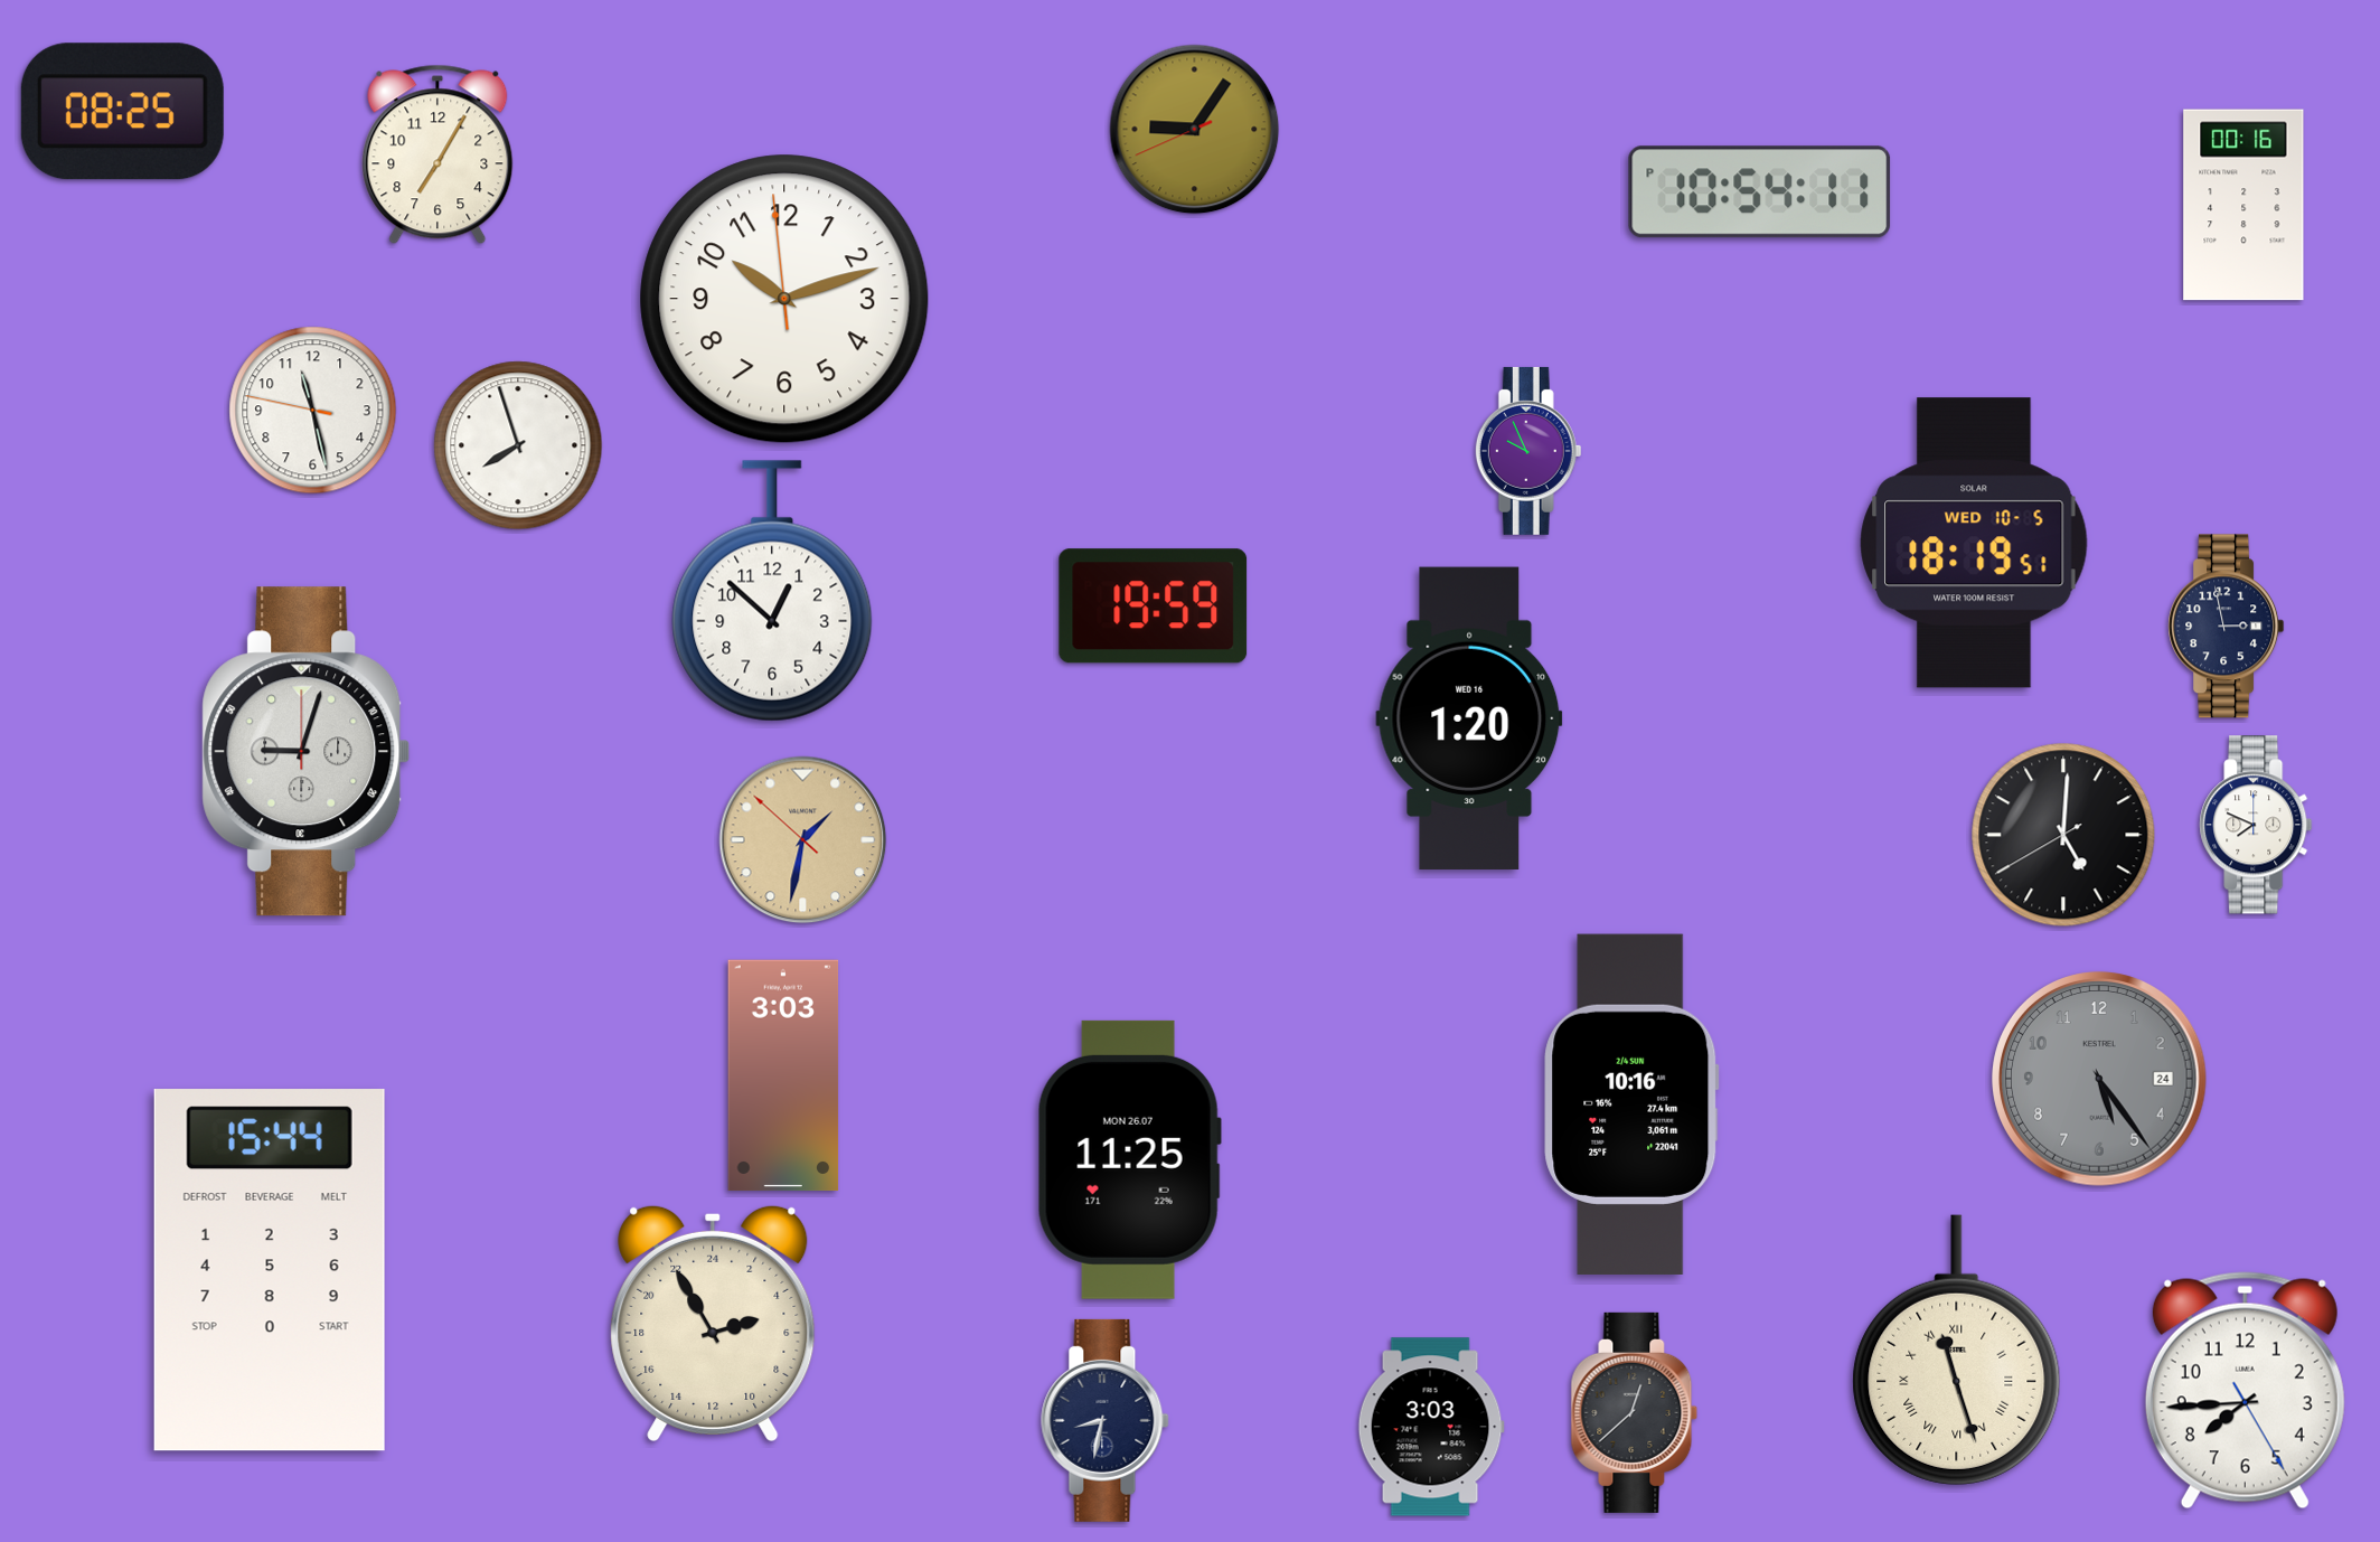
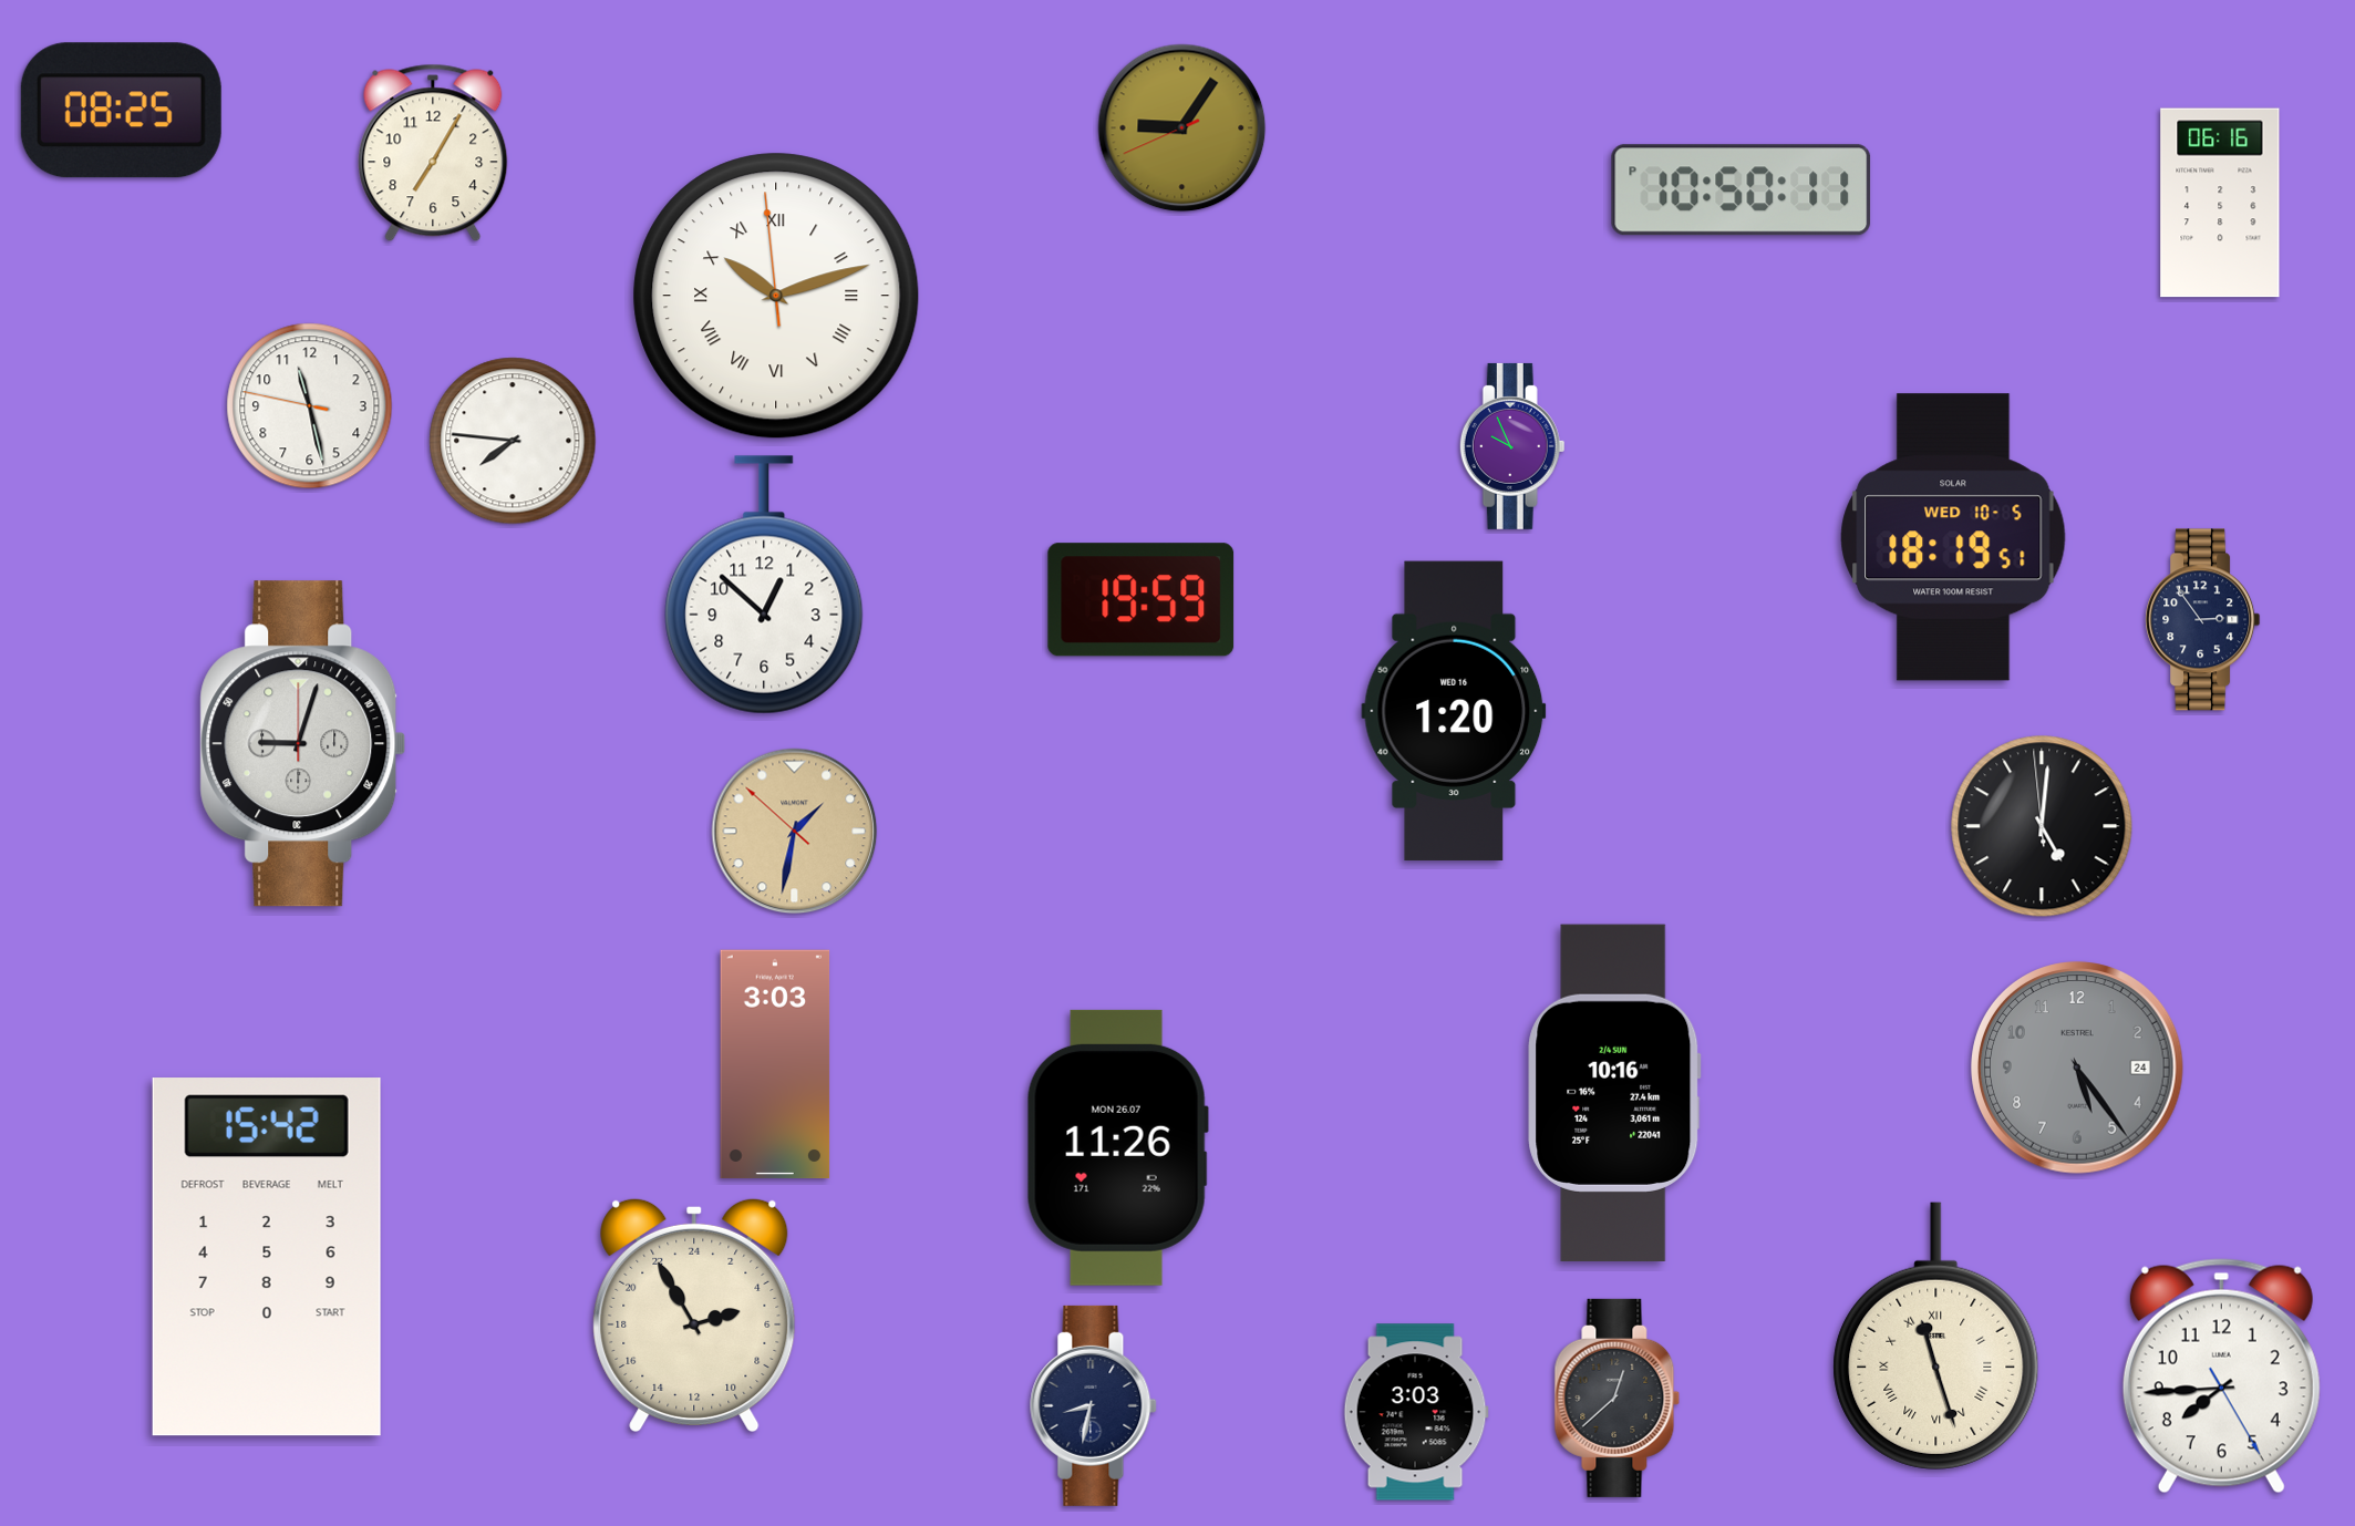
clock at (1760, 192): 10:54 -> 10:50
clock at (2243, 205): 00:16 -> 06:16
clock at (784, 299) numerals: Arabic -> Roman
clock at (518, 445): 7:57 -> 7:46
clock at (2227, 627): 2:58 -> 2:54
clock at (2256, 825): 7:49 -> none
clock at (2063, 835): 5:00:40 -> 5:00:59
clock at (1129, 1159): 11:25 -> 11:26
clock at (270, 1270): 15:44 -> 15:42
clock at (713, 1323) position: (713, 1323) -> (694, 1314)
